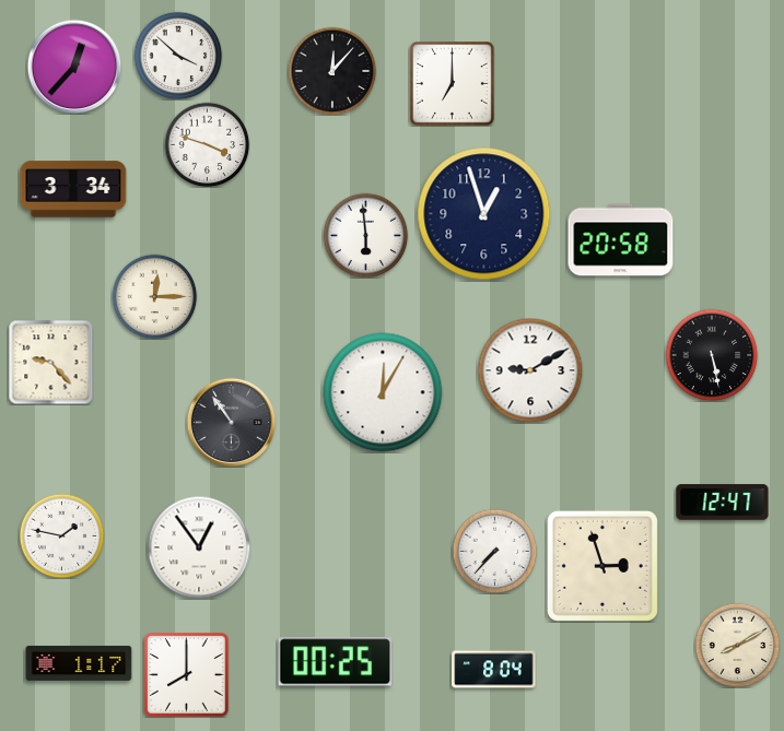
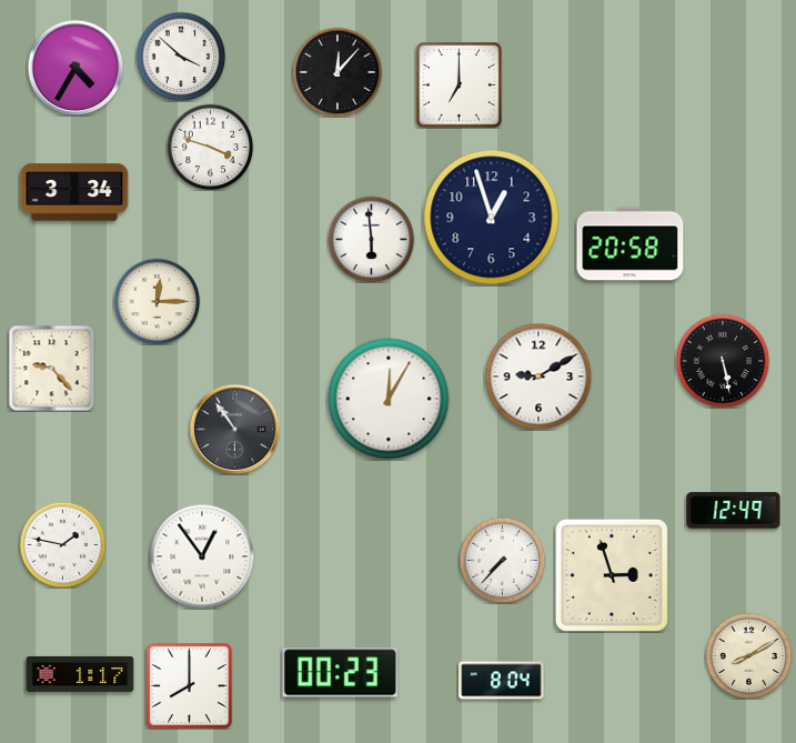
clock at (74, 67): 12:37 -> 4:35
clock at (723, 503): 12:47 -> 12:49
clock at (336, 662): 00:25 -> 00:23
